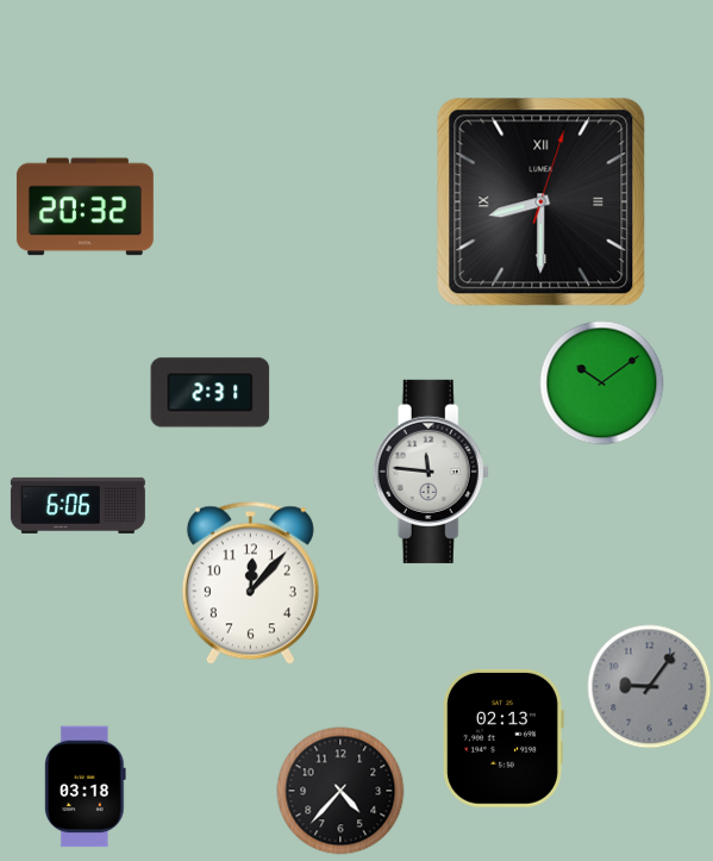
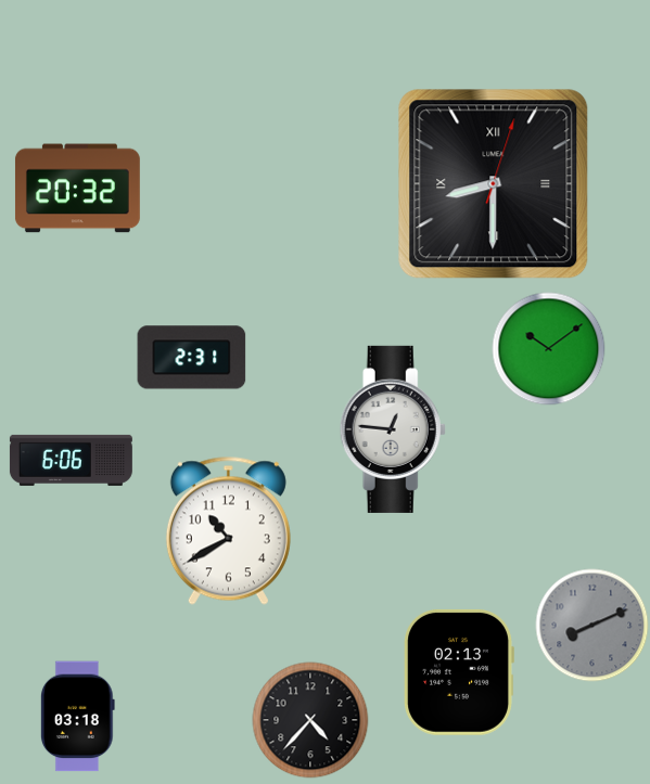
clock at (431, 472): 11:46 -> 12:46
clock at (250, 582): 12:07 -> 10:40
clock at (650, 687): 9:06 -> 8:11
